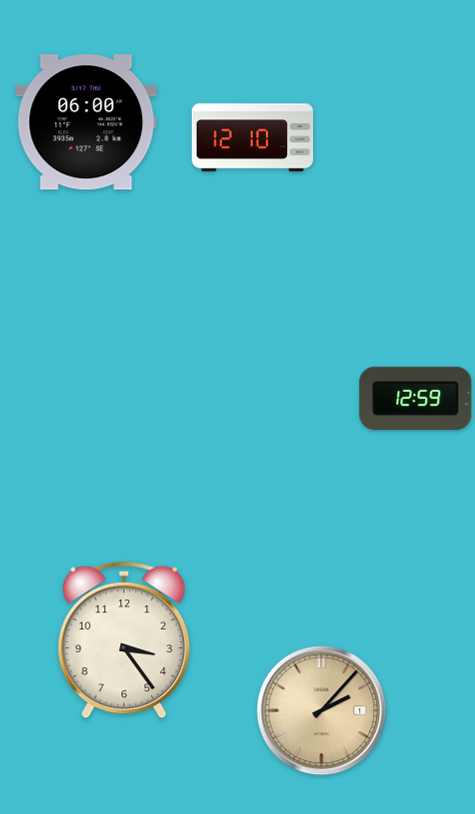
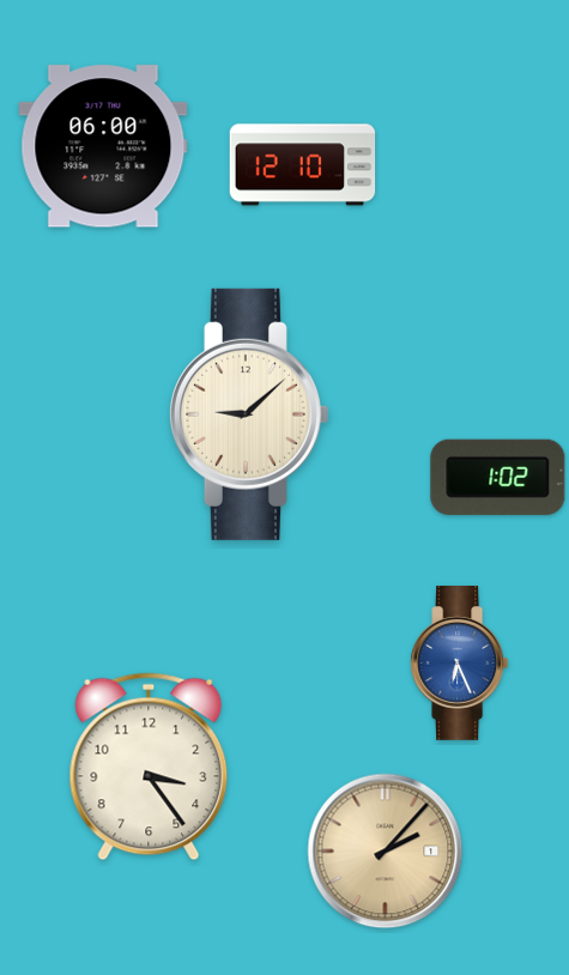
clock at (248, 414): none -> 9:08
clock at (416, 398): 12:59 -> 1:02
clock at (460, 662): none -> 6:26
